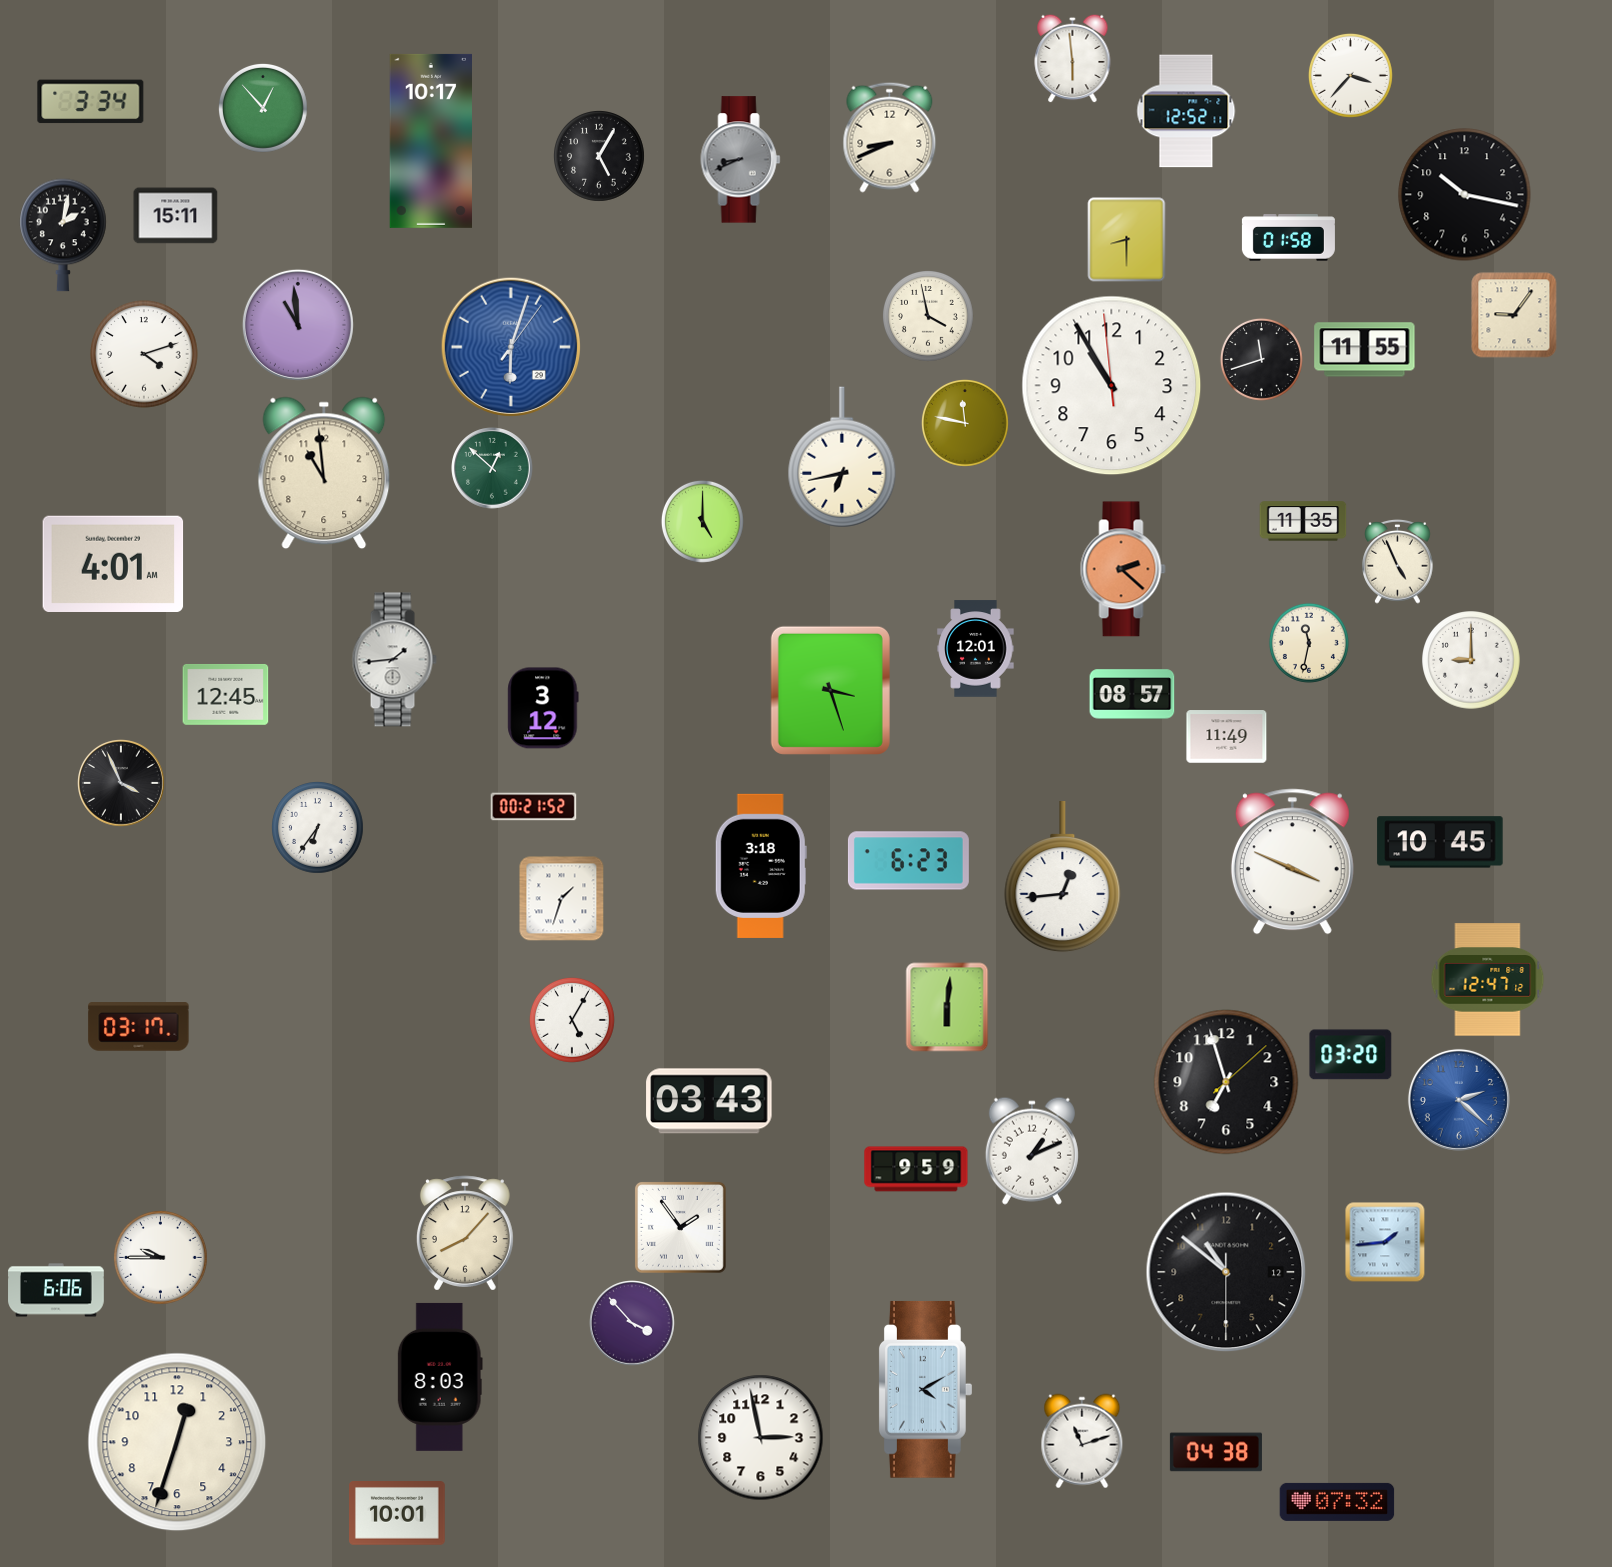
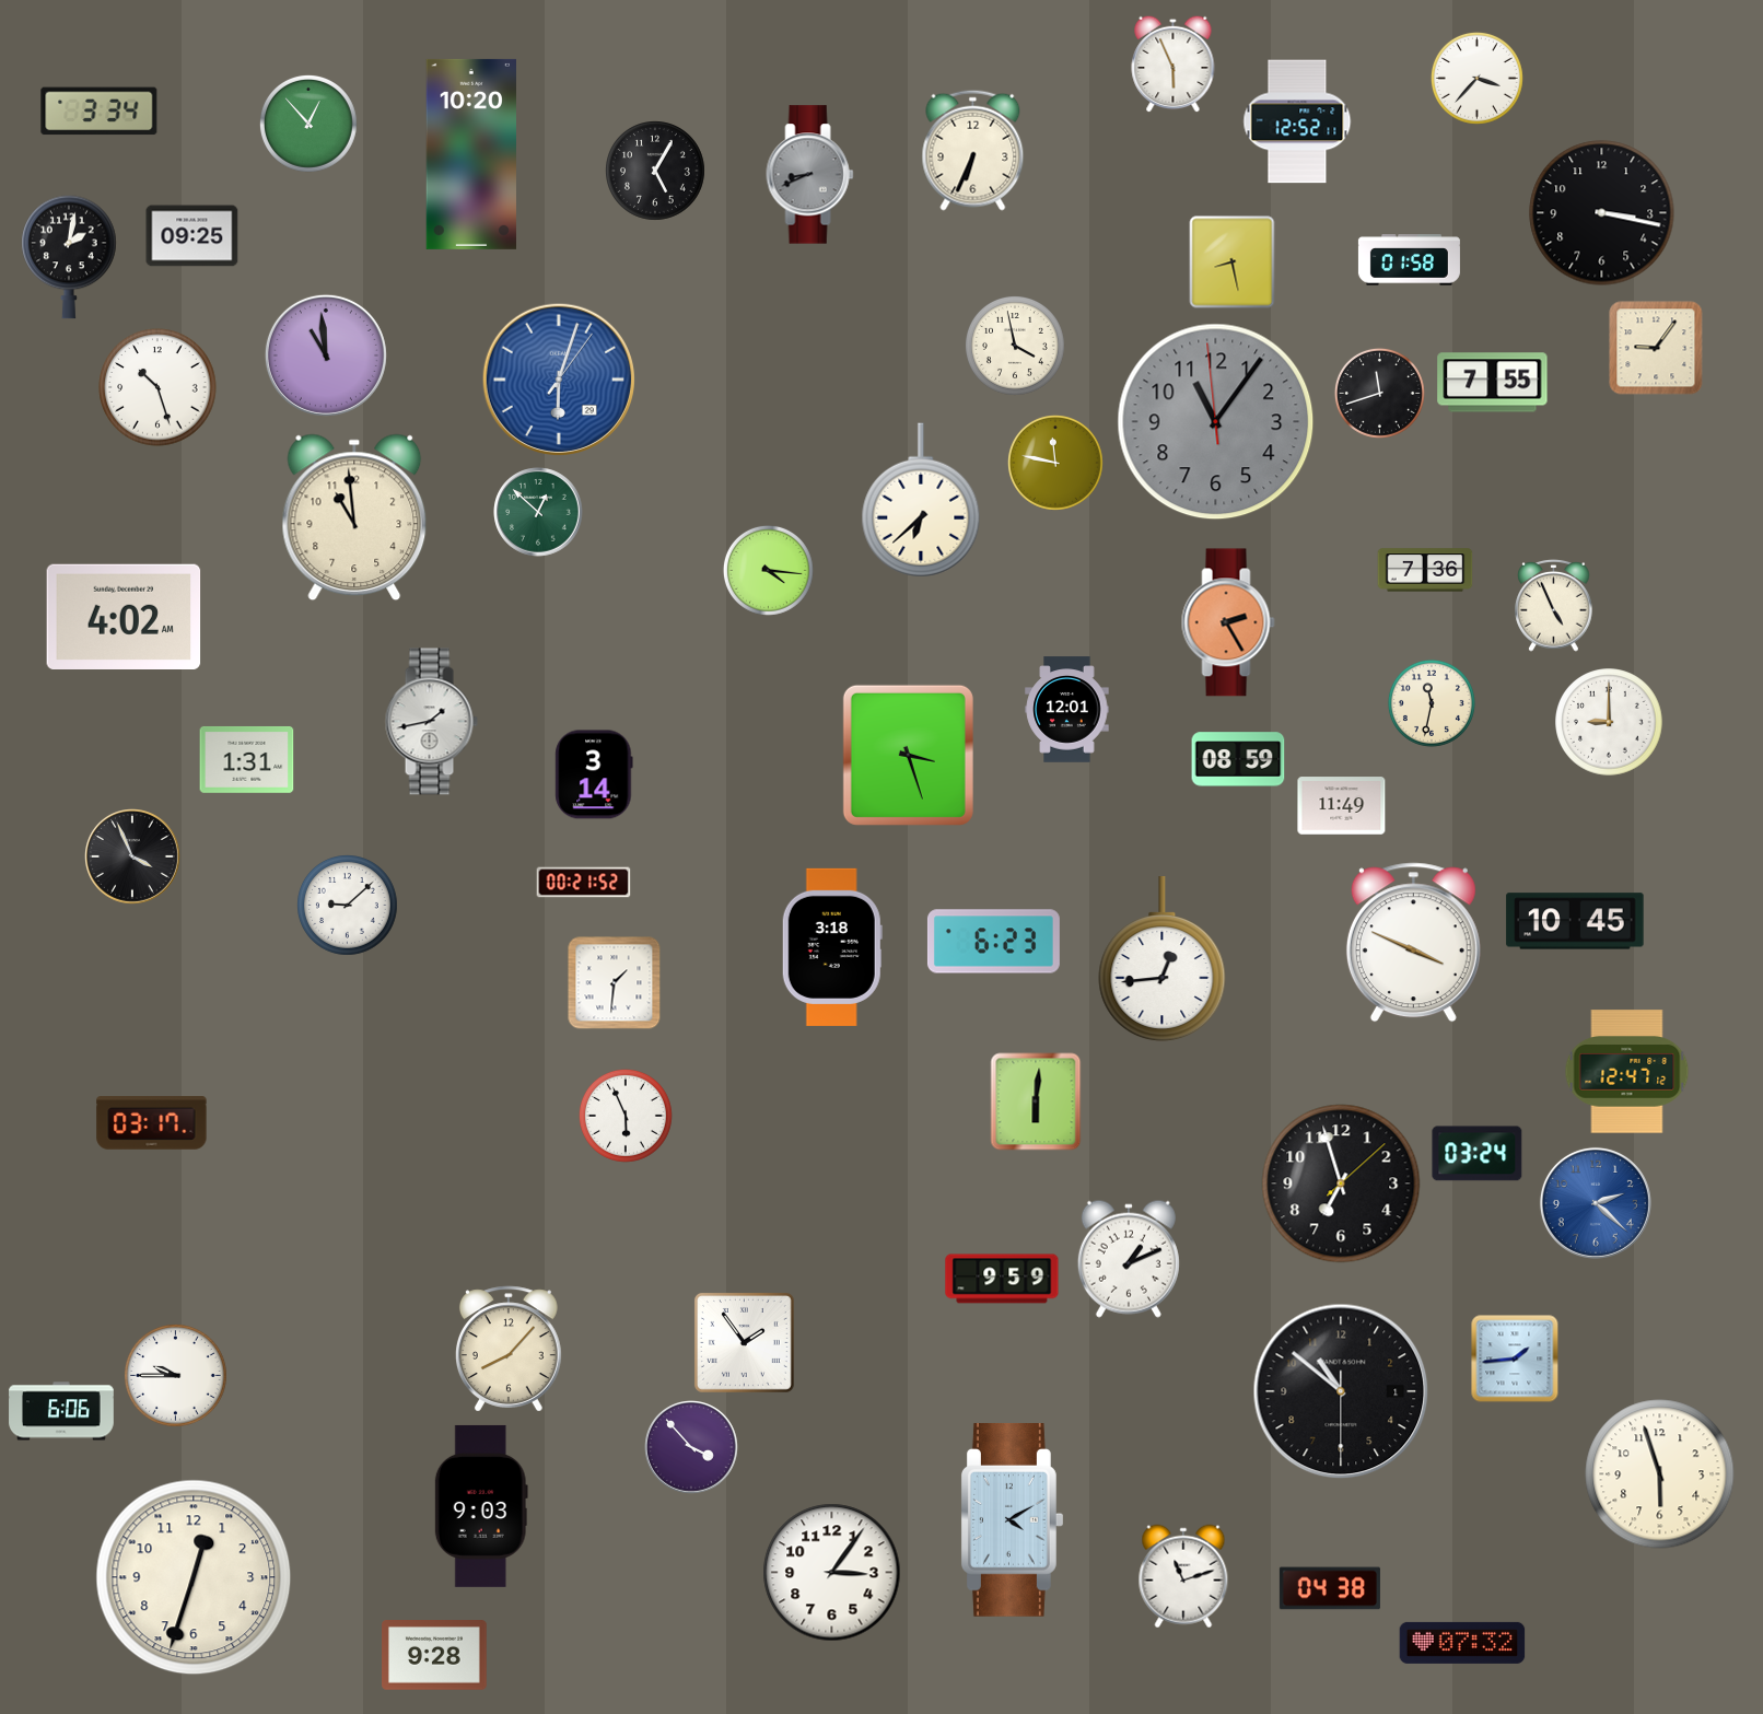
clock at (1073, 58): 5:59 -> 5:56
clock at (1350, 75) position: (1350, 75) -> (1476, 78)
clock at (263, 108) position: (263, 108) -> (308, 124)
clock at (890, 137): 8:41 -> 6:34
clock at (430, 141): 10:17 -> 10:20
clock at (1465, 195): 10:17 -> 3:17
clock at (176, 216): 15:11 -> 09:25
clock at (1127, 240): 8:30 -> 8:28
clock at (1514, 315) position: (1514, 315) -> (1656, 348)
clock at (1365, 350): 11:55 -> 7:55
clock at (144, 354): 4:12 -> 10:27
clock at (1112, 386): 10:54 -> 11:05
clock at (1112, 386) dial: white -> grey
clock at (842, 457): 6:43 -> 6:38
clock at (702, 521): 5:00 -> 4:16
clock at (1303, 521): 11:35 -> 7:36
clock at (1398, 561) position: (1398, 561) -> (1554, 605)
clock at (113, 563): 4:01 -> 4:02
clock at (1123, 569): 2:22 -> 2:25
clock at (394, 660): 1:44 -> 1:43
clock at (226, 694): 12:45 -> 1:31
clock at (1132, 694): 08:57 -> 08:59
clock at (543, 708): 3:12 -> 3:14
clock at (318, 828): 6:36 -> 9:08
clock at (562, 899): 1:33 -> 1:31
clock at (572, 1020): 5:05 -> 5:56
clock at (1351, 1055): 03:20 -> 03:24
clock at (709, 1101): 03:43 -> none
clock at (1226, 1272) date: 12 -> 1
clock at (1660, 1474): none -> 5:57
clock at (440, 1377): 8:03 -> 9:03
clock at (761, 1438): 2:58 -> 3:06
clock at (398, 1514): 10:01 -> 9:28
